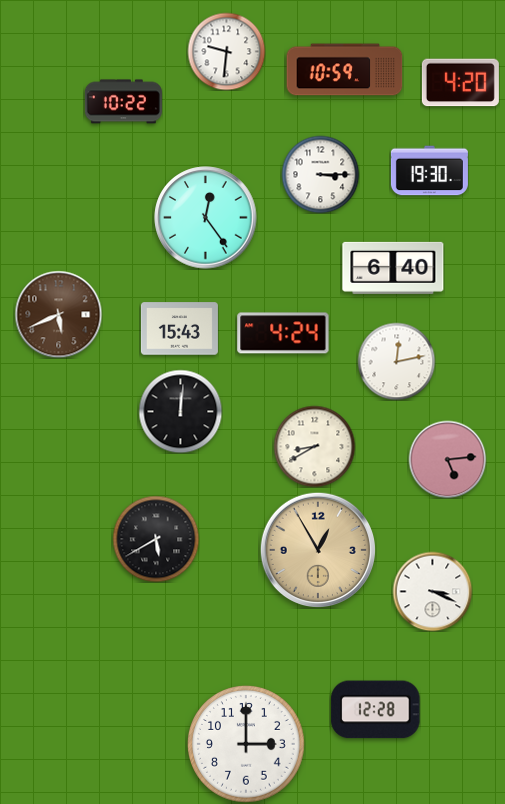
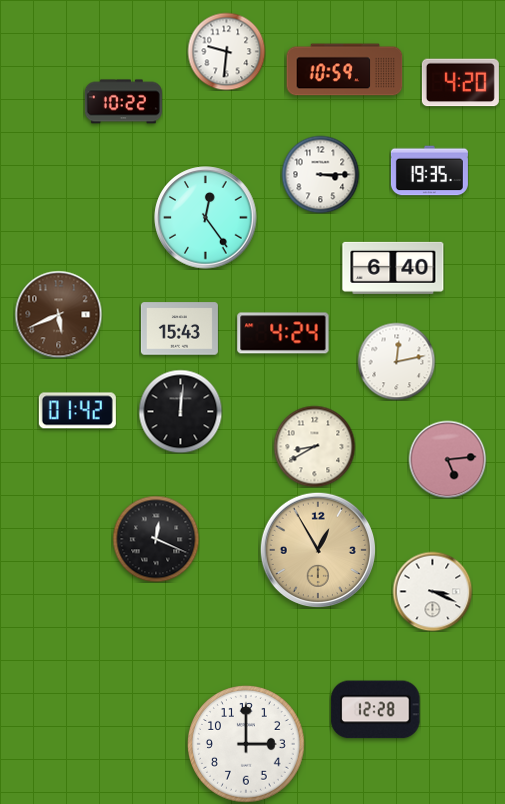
clock at (429, 171): 19:30 -> 19:35
clock at (77, 411): none -> 01:42
clock at (156, 539): 5:40 -> 12:19
